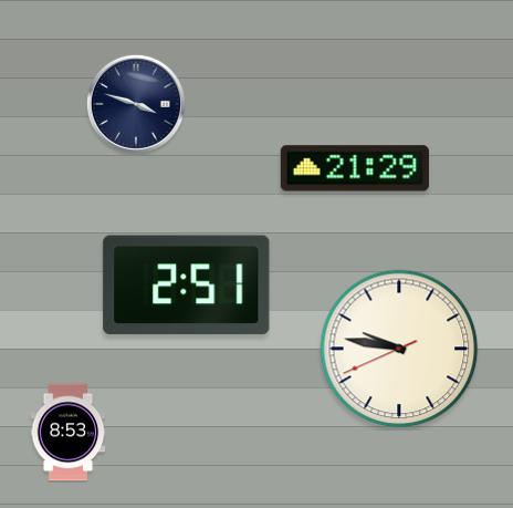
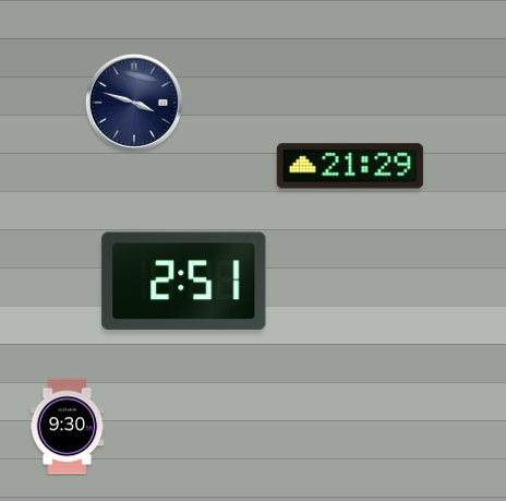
clock at (399, 349): 9:46 -> none
clock at (69, 433): 8:53 -> 9:30
